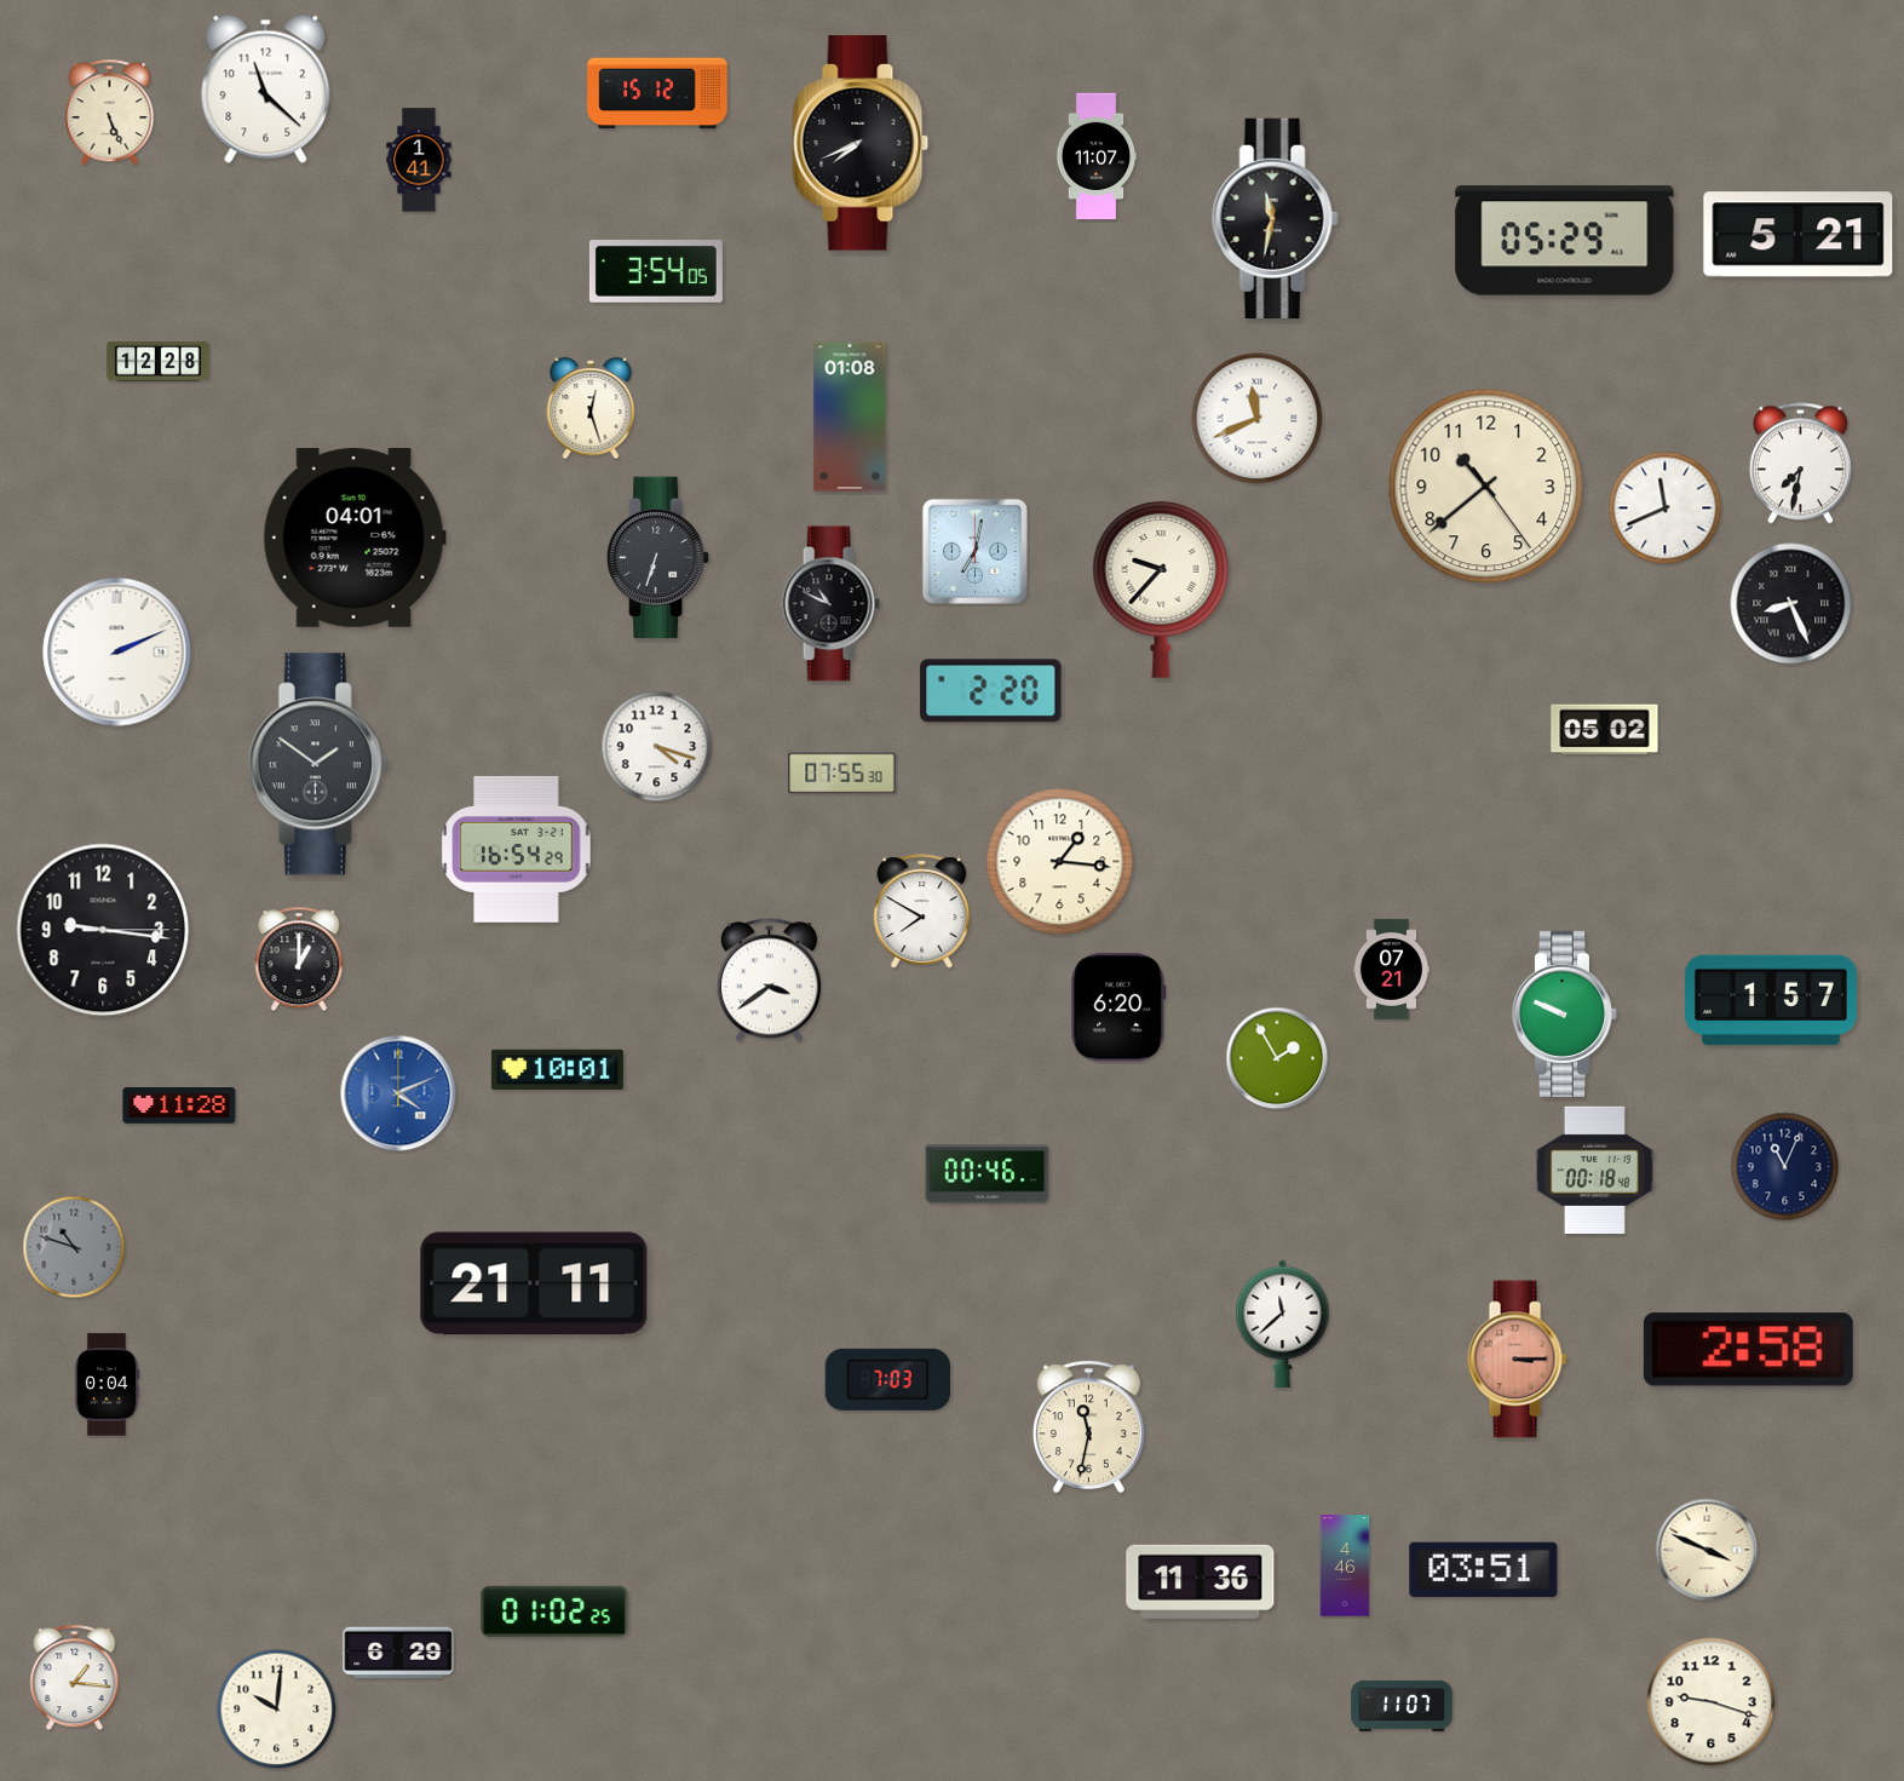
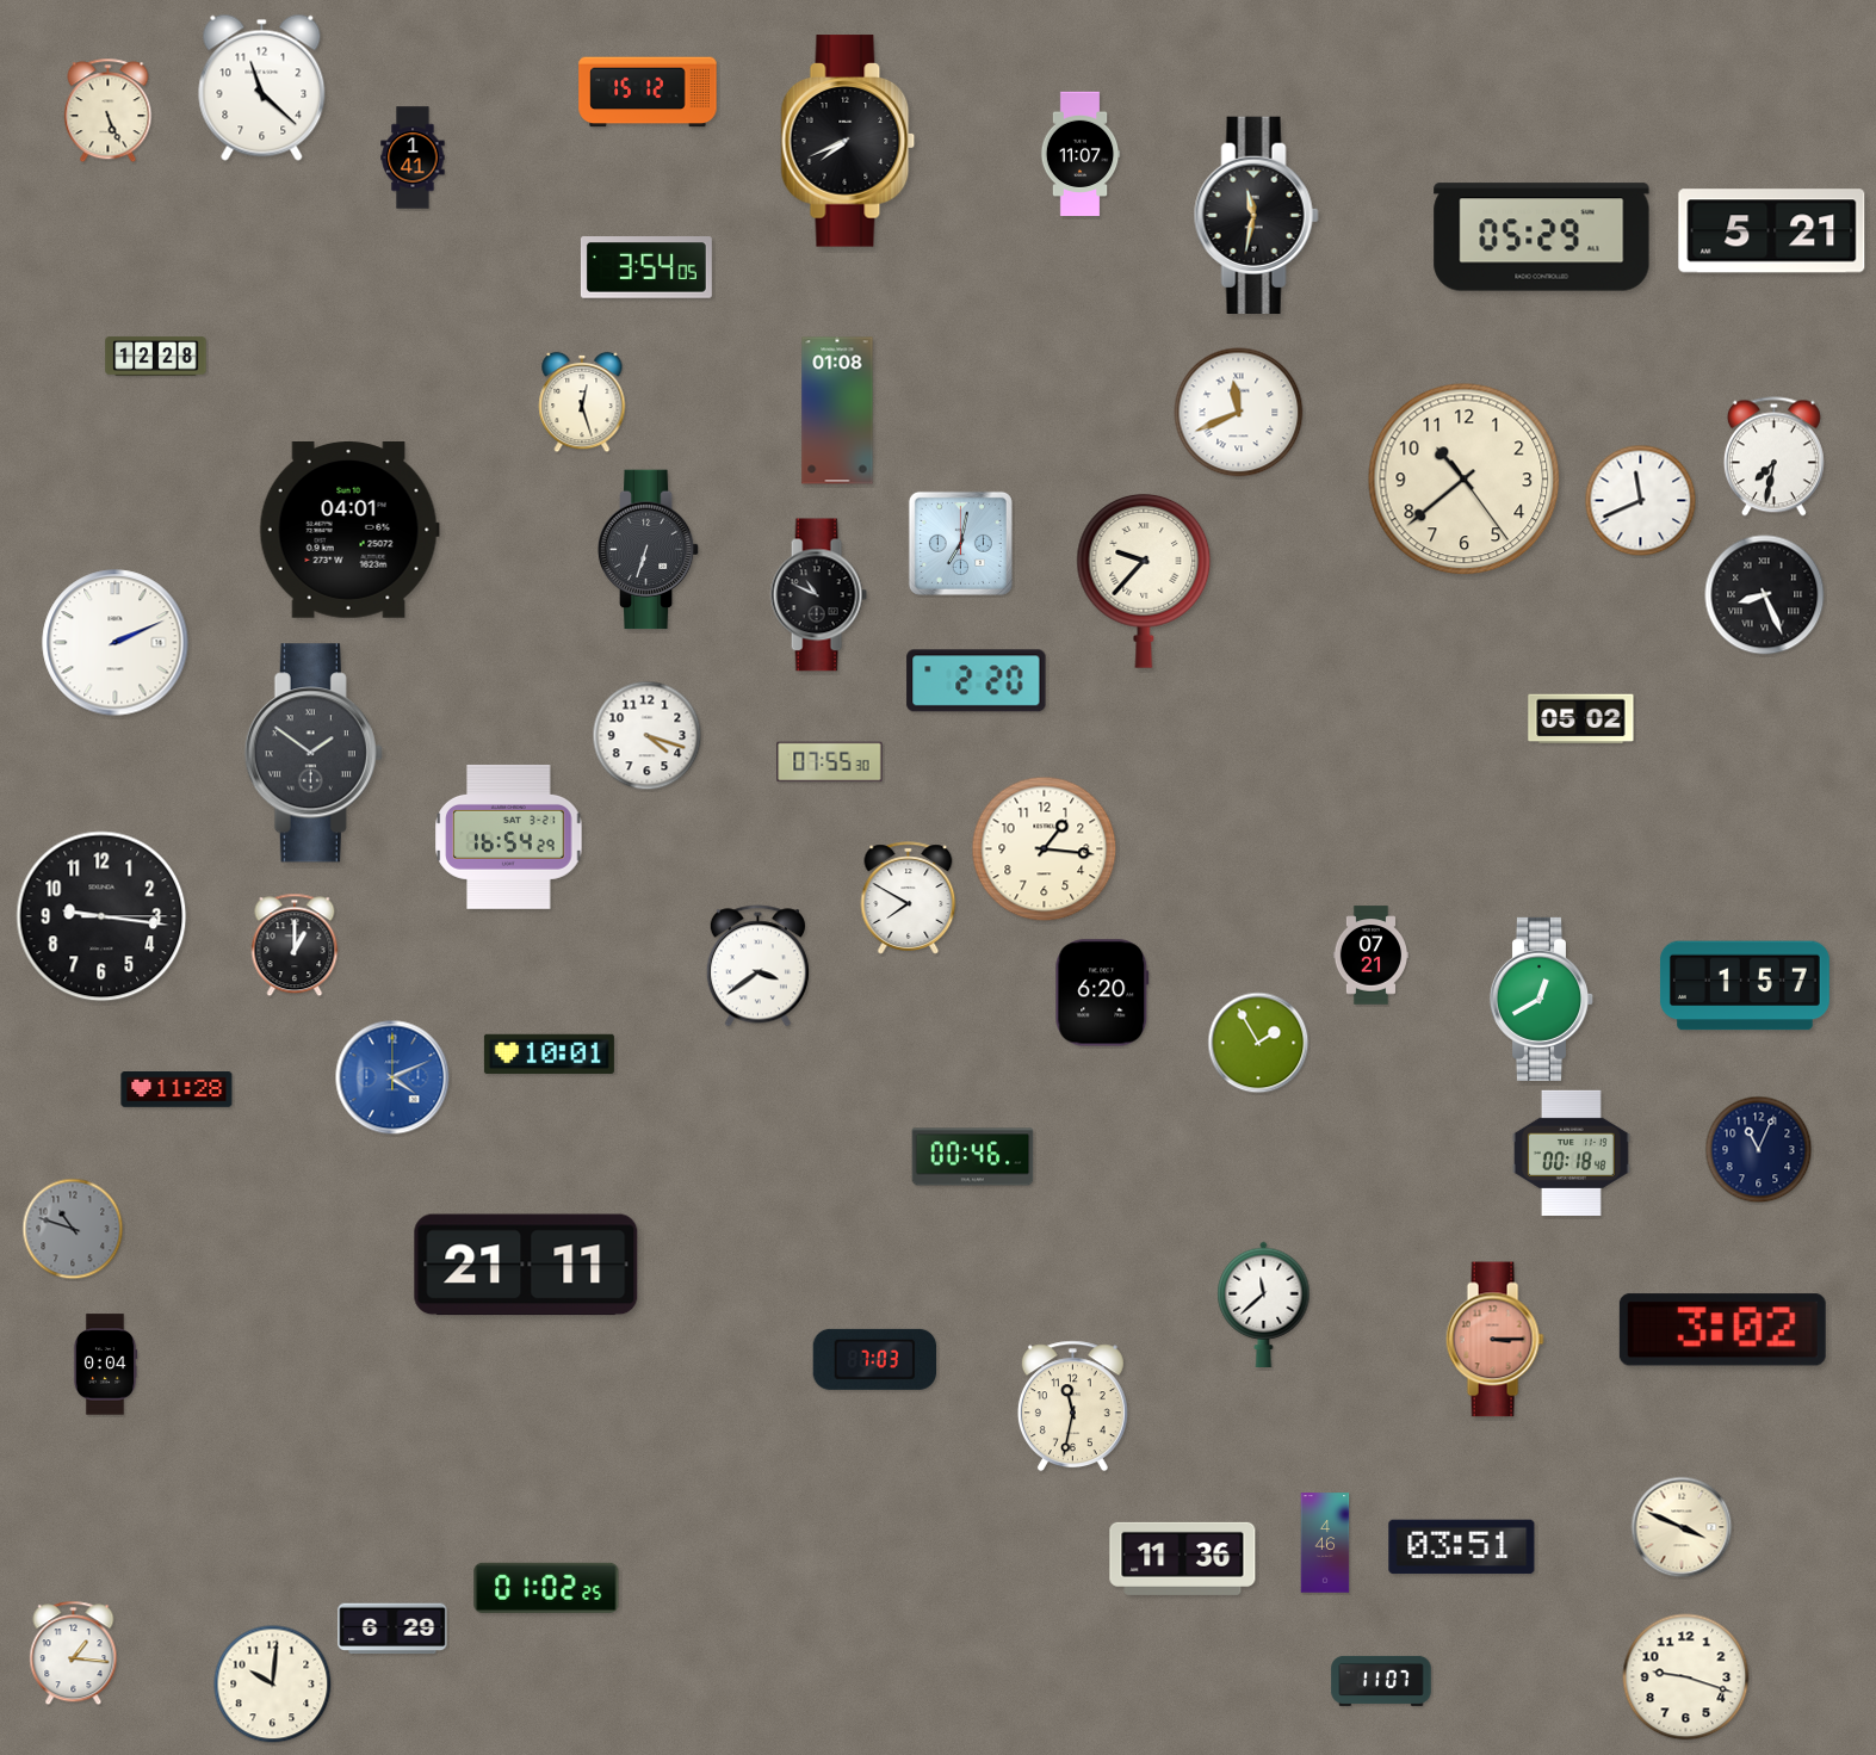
clock at (1565, 1013): 9:49 -> 12:40
clock at (1748, 1350): 2:58 -> 3:02
